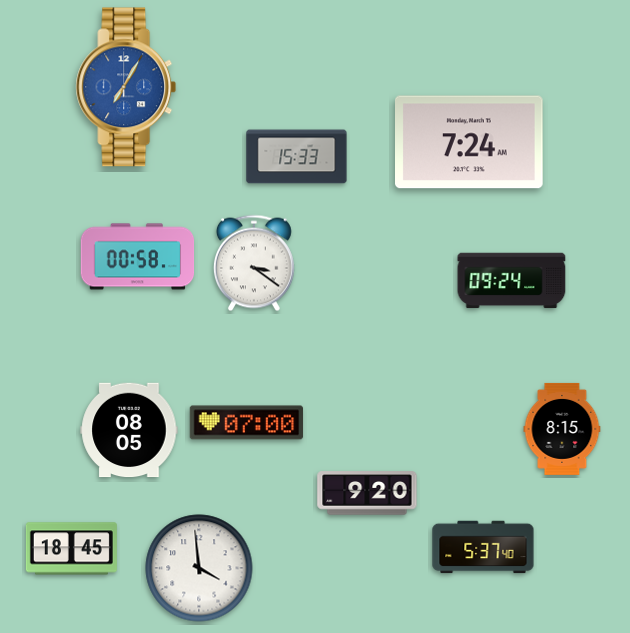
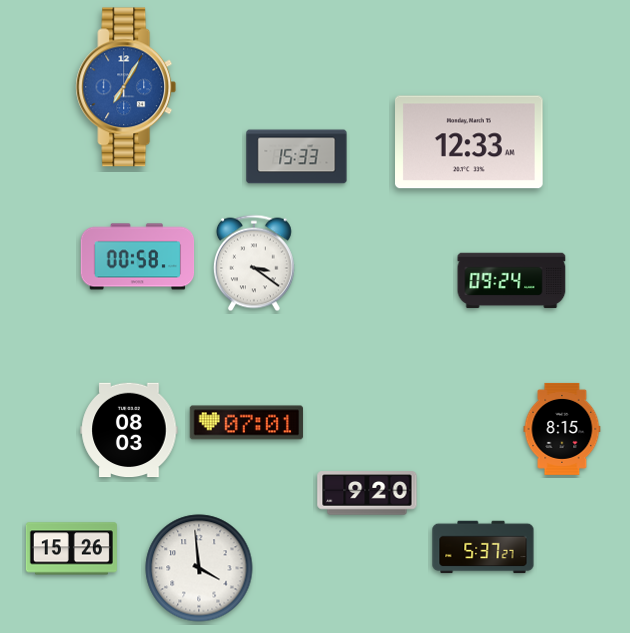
clock at (470, 142): 7:24 -> 12:33
clock at (247, 423): 07:00 -> 07:01
clock at (129, 430): 08:05 -> 08:03
clock at (483, 547): 5:37:40 -> 5:37:27
clock at (71, 549): 18:45 -> 15:26
